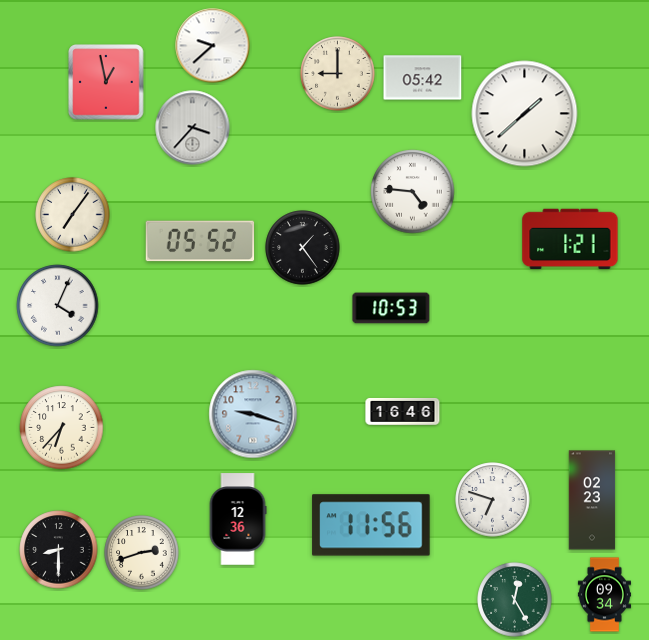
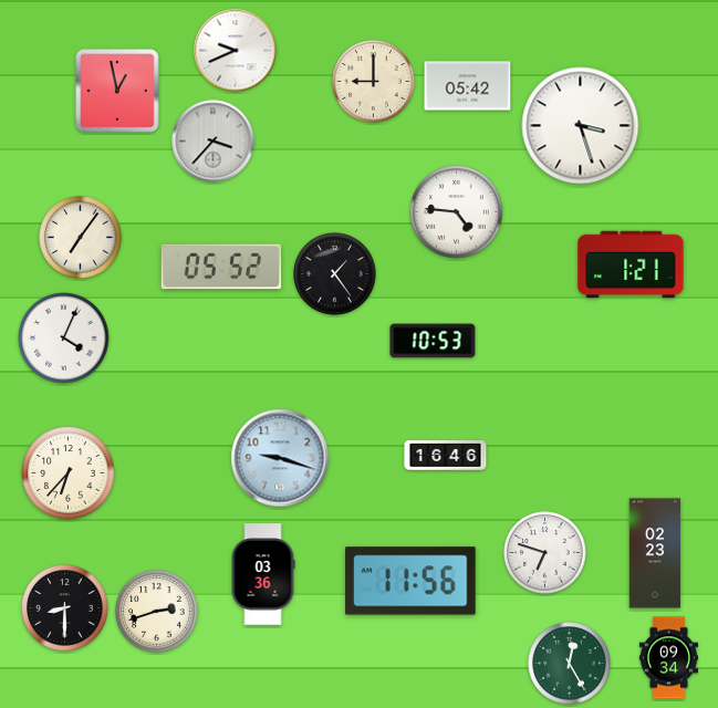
clock at (213, 46): 9:38 -> 9:41
clock at (525, 114): 1:38 -> 3:27
clock at (238, 519): 12:36 -> 03:36
